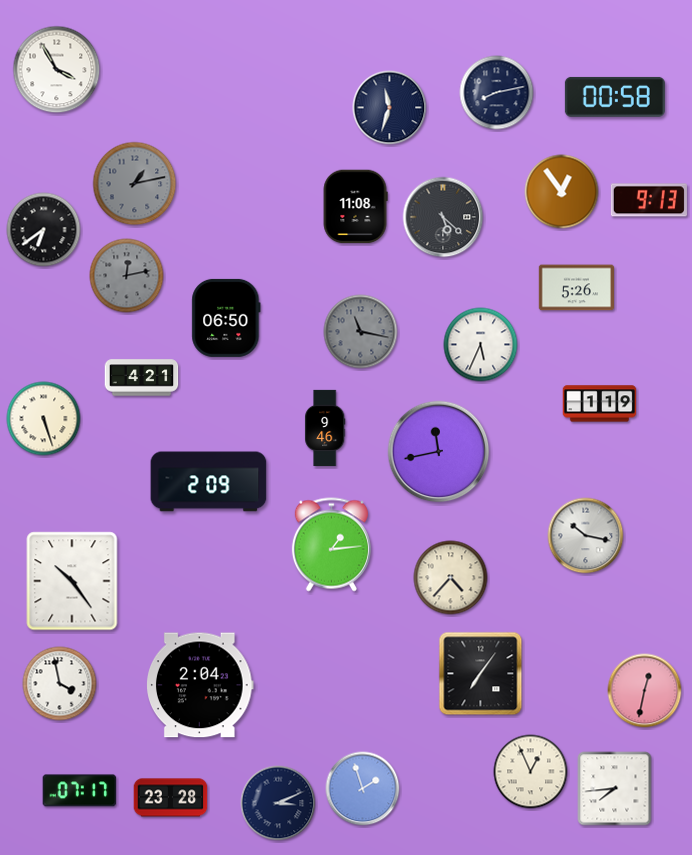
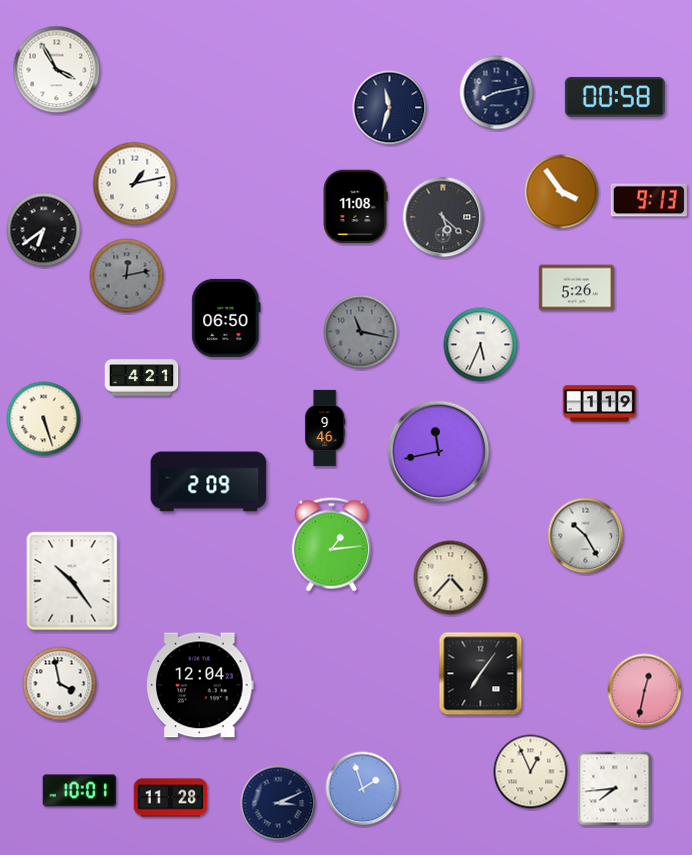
clock at (135, 184) dial: grey -> white
clock at (562, 192): 12:54 -> 3:54
clock at (586, 536): 10:17 -> 10:25
clock at (201, 685): 2:04 -> 12:04
clock at (80, 791): 07:17 -> 10:01
clock at (171, 798): 23:28 -> 11:28
